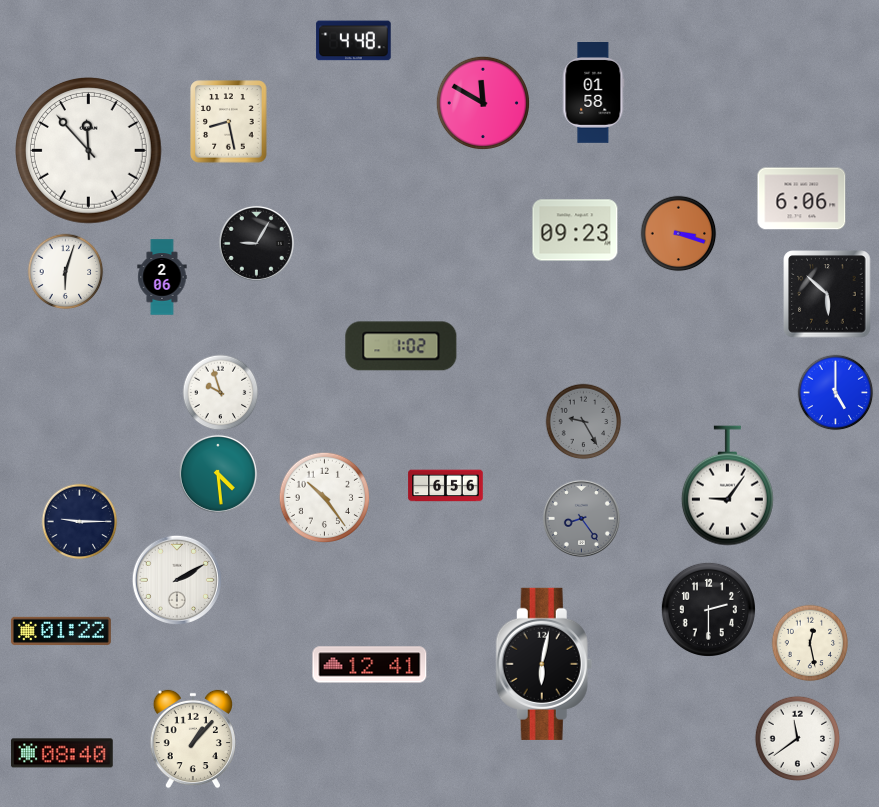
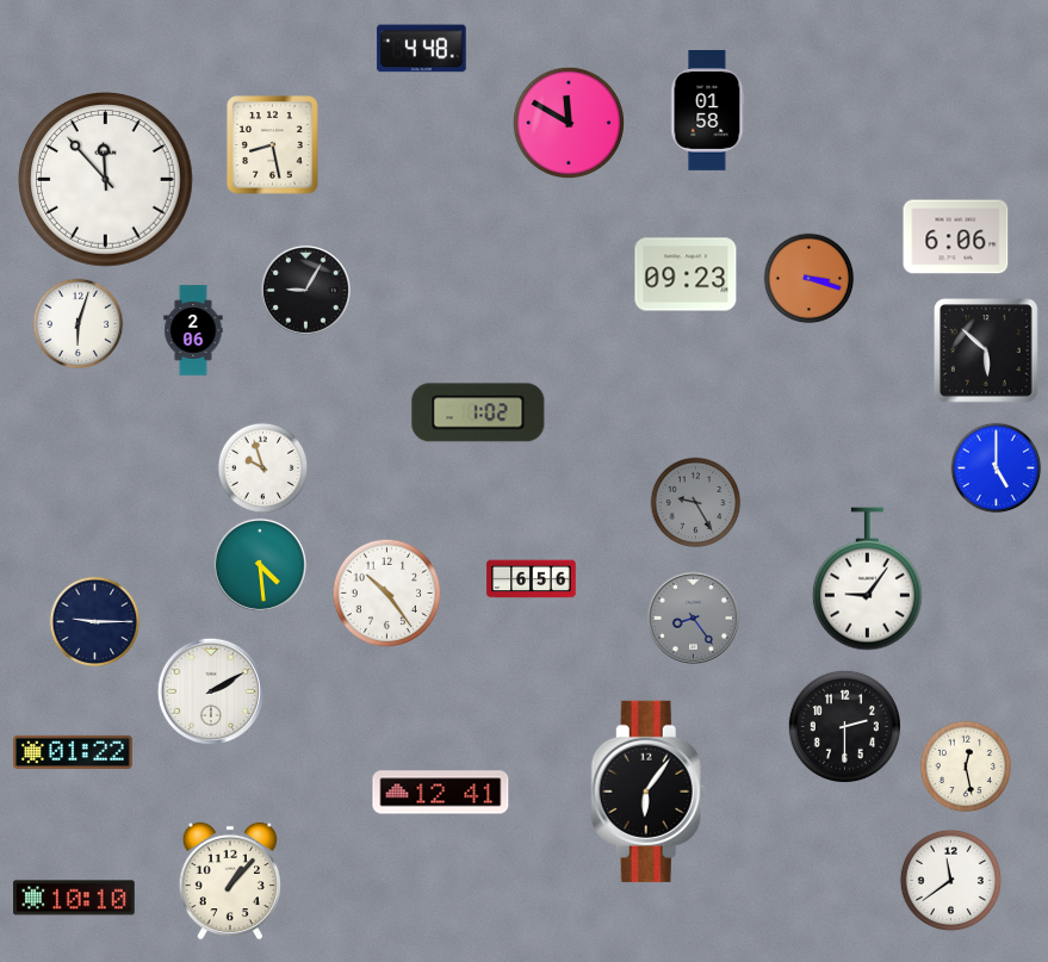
clock at (483, 103) position: (483, 103) -> (569, 123)
clock at (544, 664): 6:02 -> 6:06
clock at (62, 753): 08:40 -> 10:10
